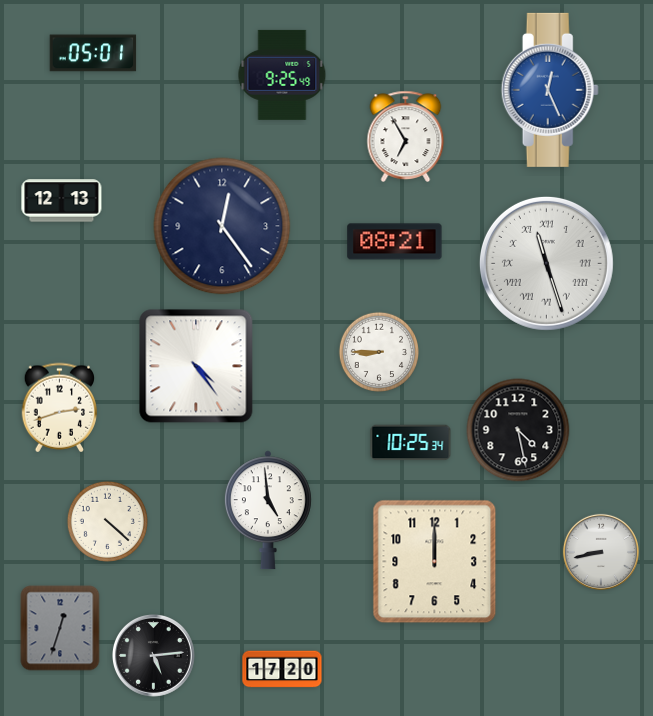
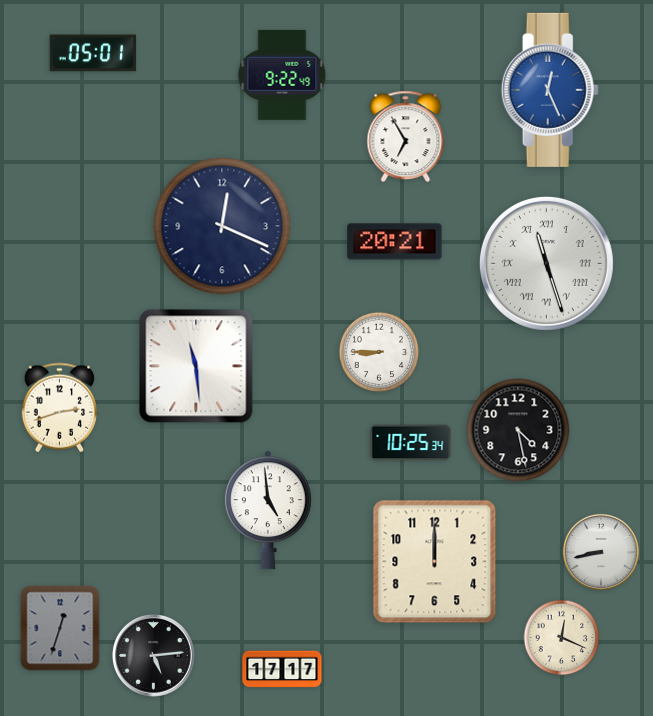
clock at (282, 75): 9:25 -> 9:22
clock at (62, 201): 12:13 -> none
clock at (222, 226): 12:24 -> 12:19
clock at (395, 242): 08:21 -> 20:21
clock at (196, 366): 4:24 -> 11:29
clock at (107, 521): 4:22 -> none
clock at (562, 638): none -> 12:19
clock at (282, 669): 17:20 -> 17:17
